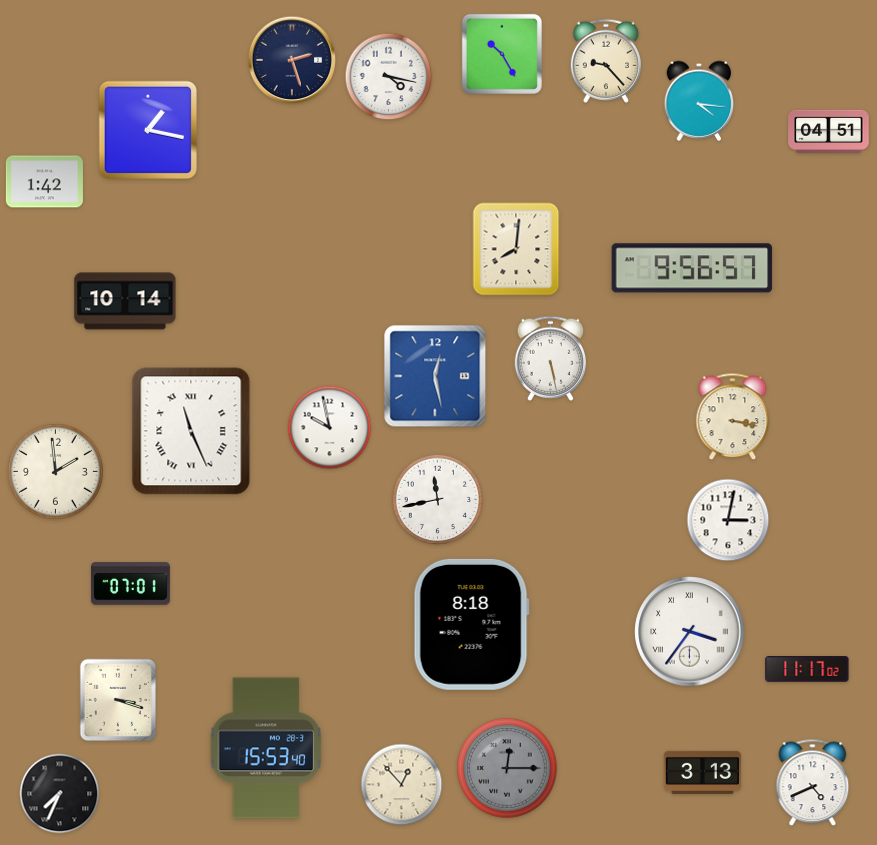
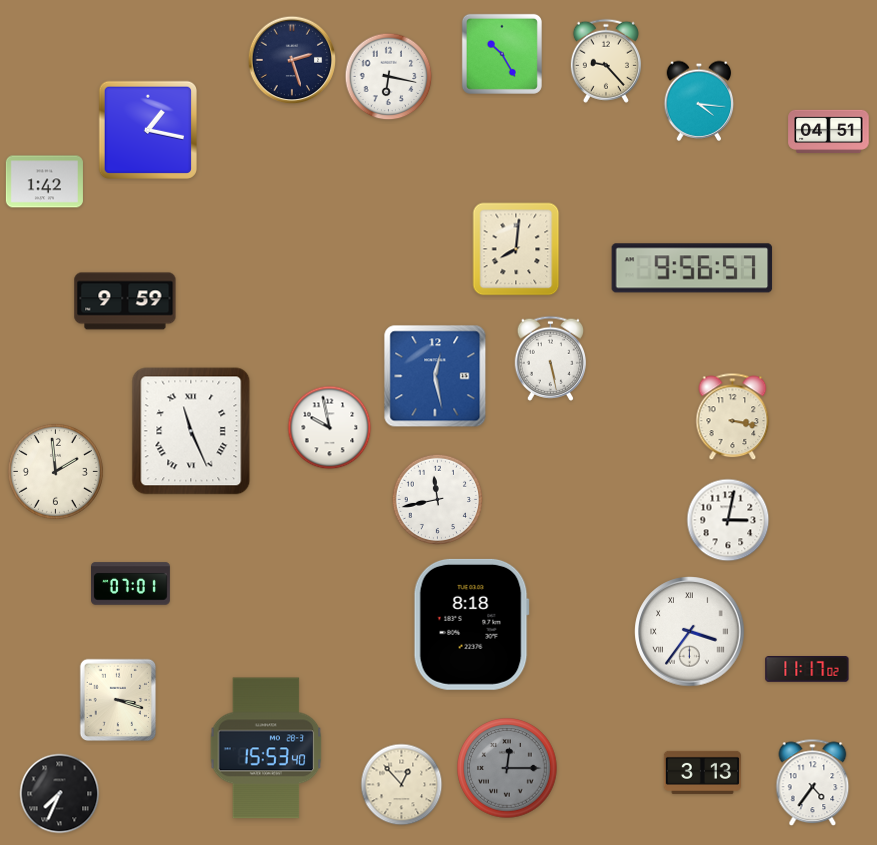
clock at (389, 77): 4:17 -> 6:17
clock at (125, 301): 10:14 -> 9:59
clock at (813, 783): 4:41 -> 4:36
